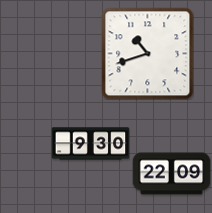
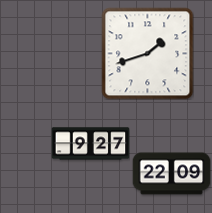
clock at (147, 53): 10:42 -> 1:42
clock at (90, 144): 9:30 -> 9:27
